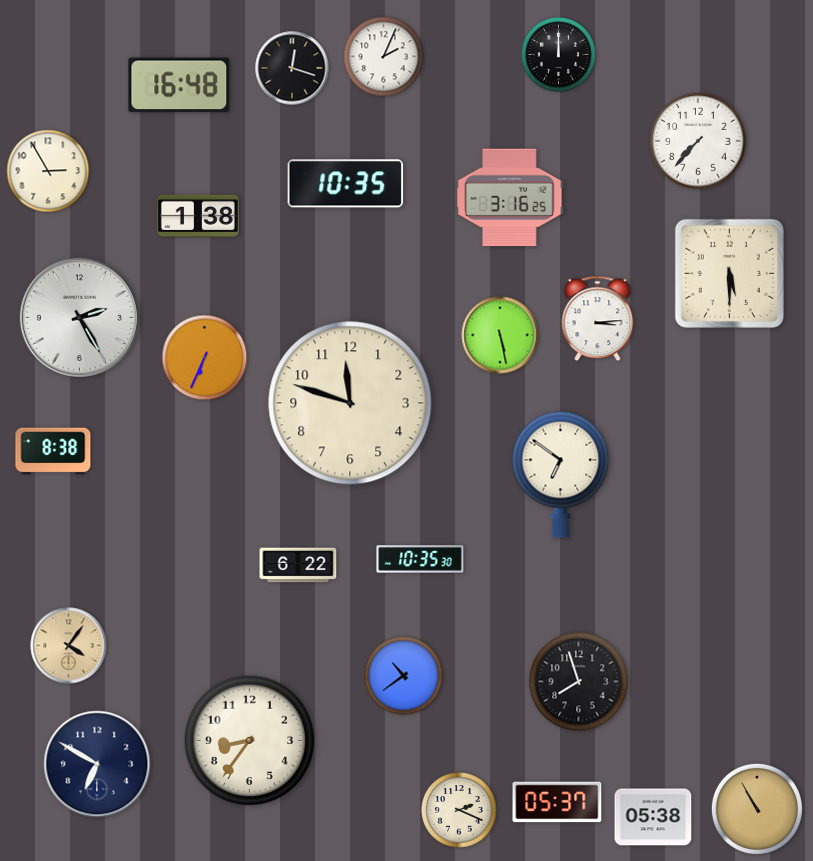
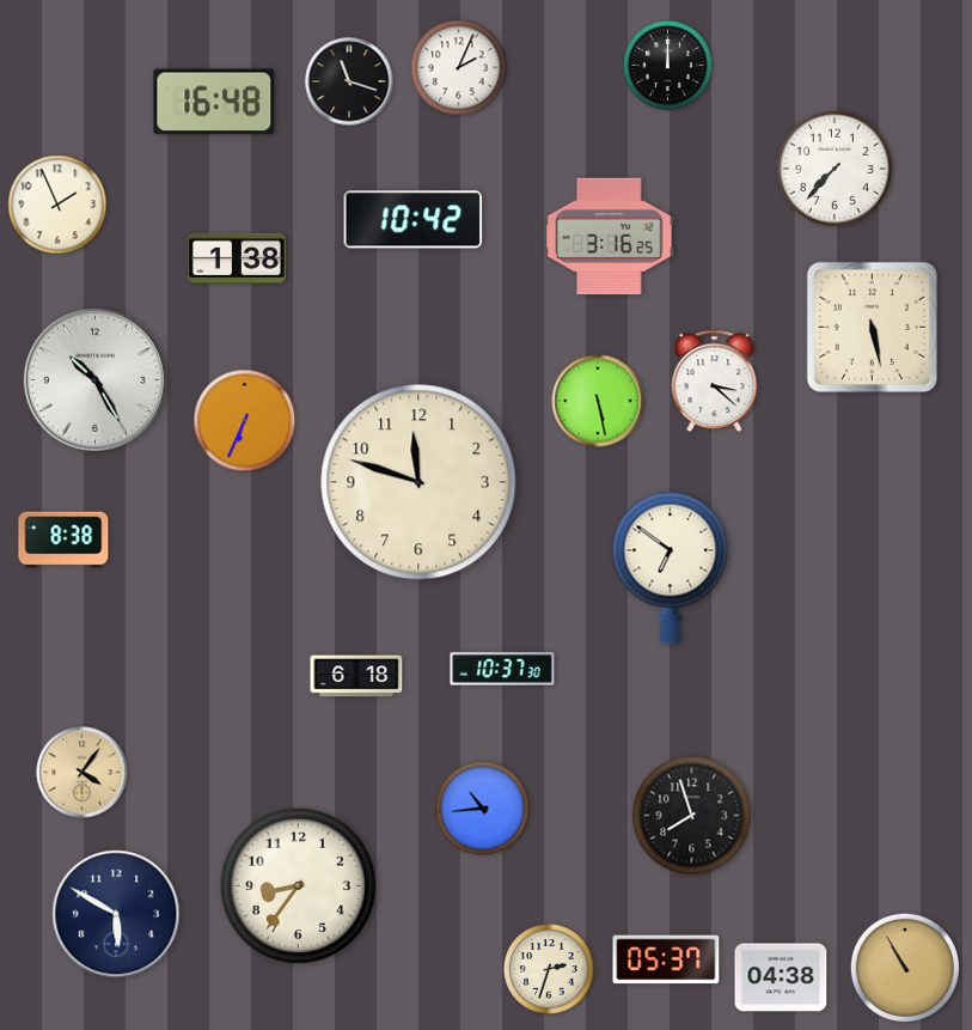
clock at (292, 68): 12:18 -> 11:18
clock at (48, 171): 2:55 -> 1:56
clock at (346, 184): 10:35 -> 10:42
clock at (729, 273): 5:30 -> 5:28
clock at (79, 317): 2:25 -> 10:25
clock at (598, 319): 3:14 -> 3:22
clock at (205, 358) position: (205, 358) -> (245, 421)
clock at (420, 559): 10:35 -> 10:37
clock at (298, 565): 6:22 -> 6:18
clock at (404, 676): 10:39 -> 10:44
clock at (97, 764): 6:50 -> 5:50
clock at (459, 810): 2:19 -> 2:33
clock at (653, 817): 05:38 -> 04:38
